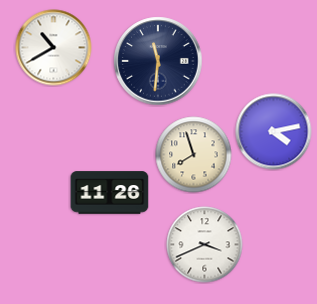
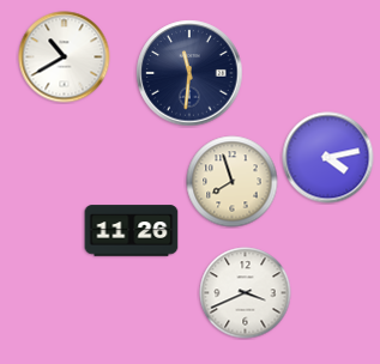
clock at (194, 155) position: (194, 155) -> (233, 182)
